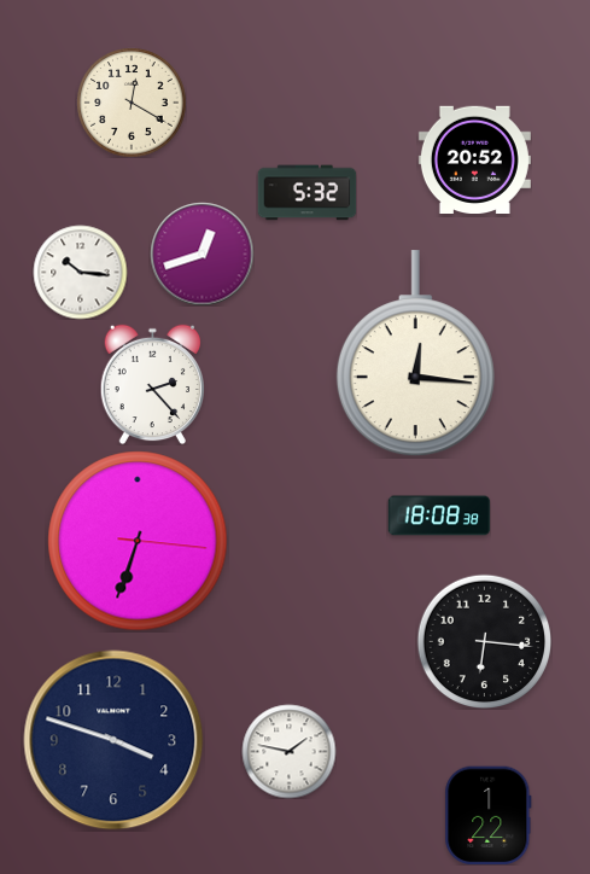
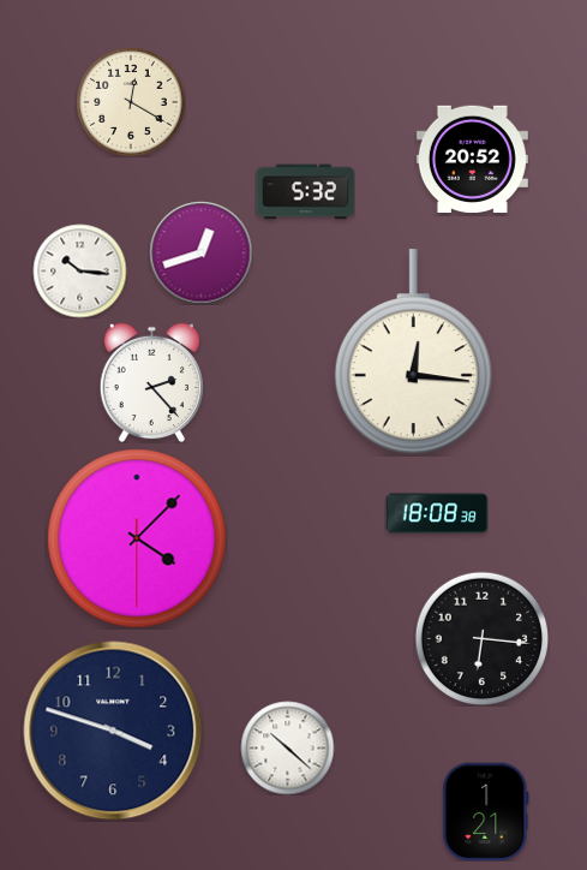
clock at (138, 541): 6:33 -> 4:07
clock at (113, 740) position: (113, 740) -> (113, 731)
clock at (288, 751): 1:47 -> 10:22
clock at (489, 815): 1:22 -> 1:21
